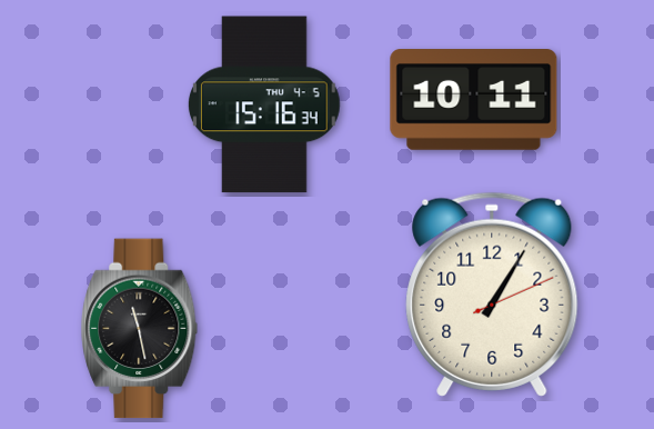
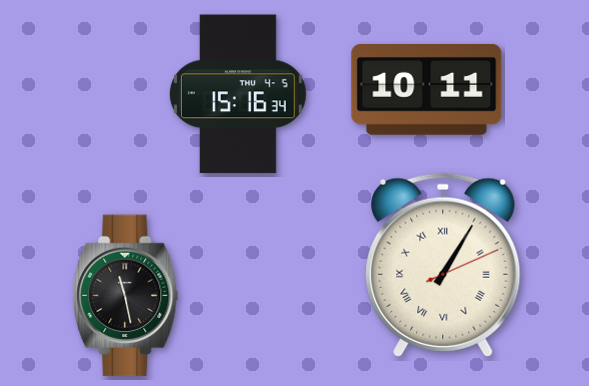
clock at (492, 295) numerals: Arabic -> Roman
